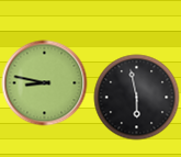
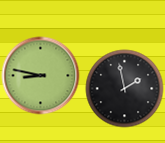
clock at (136, 97): 5:58 -> 1:58
